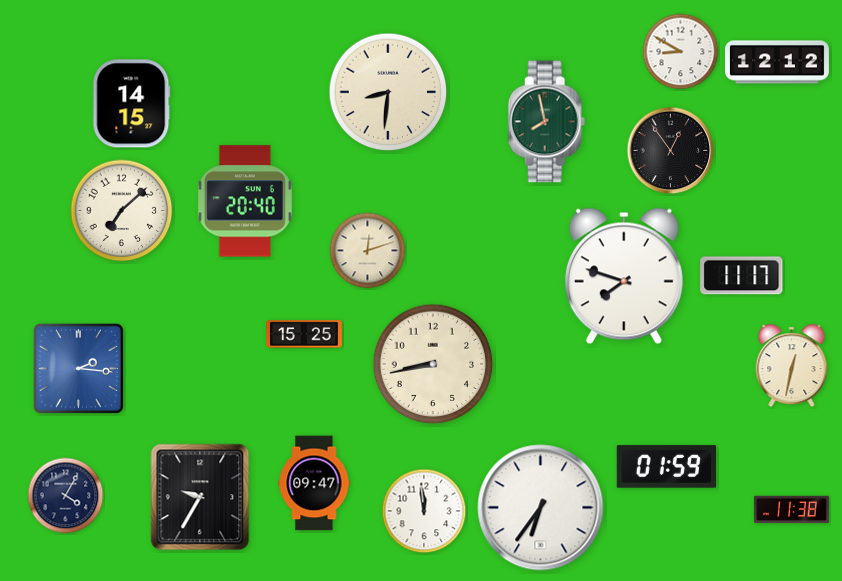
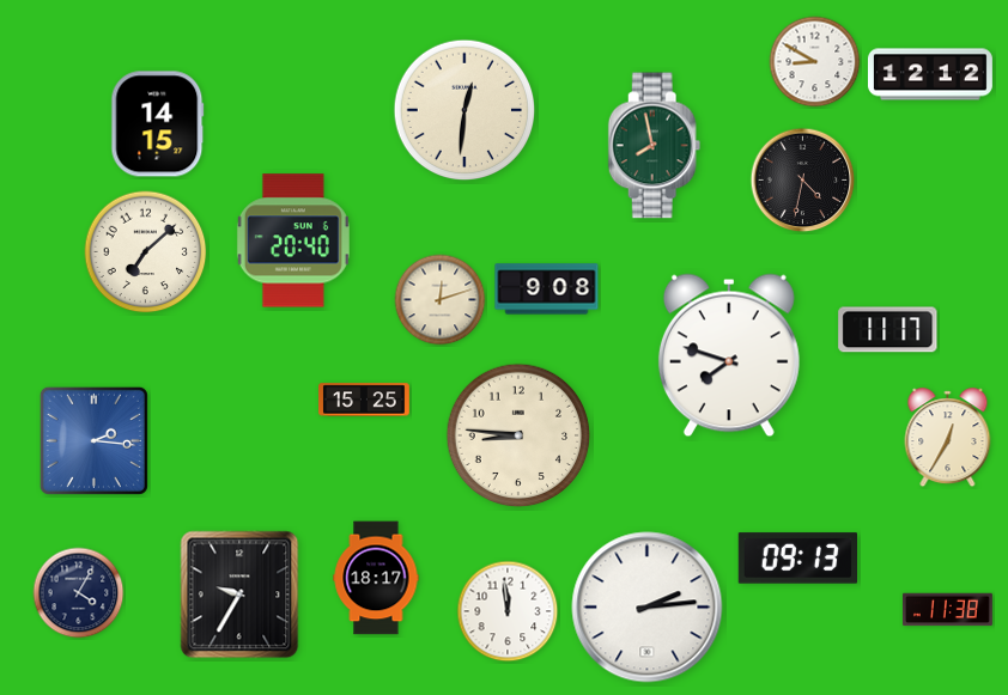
clock at (388, 92): 8:31 -> 12:31
clock at (671, 151): 12:54 -> 4:32
clock at (547, 289): none -> 9:08
clock at (624, 276) position: (624, 276) -> (729, 355)
clock at (433, 364): 8:43 -> 8:46
clock at (792, 366): 12:32 -> 12:35
clock at (666, 467): 01:59 -> 09:13
clock at (314, 483): 09:47 -> 18:17
clock at (541, 508): 6:36 -> 2:14
